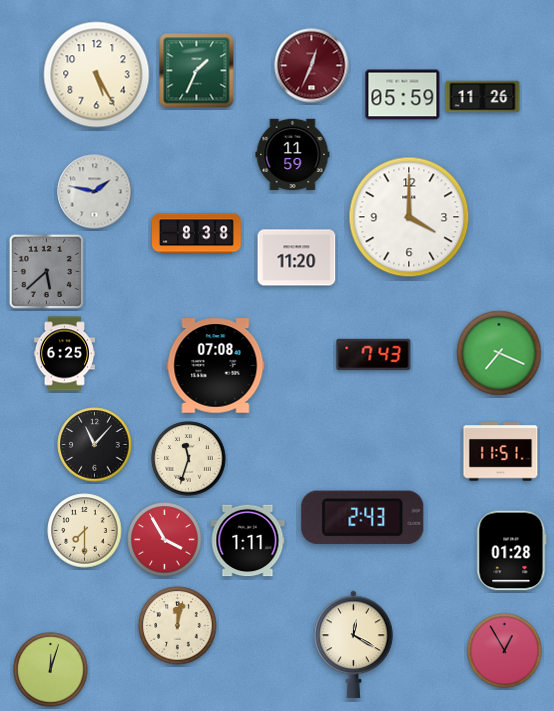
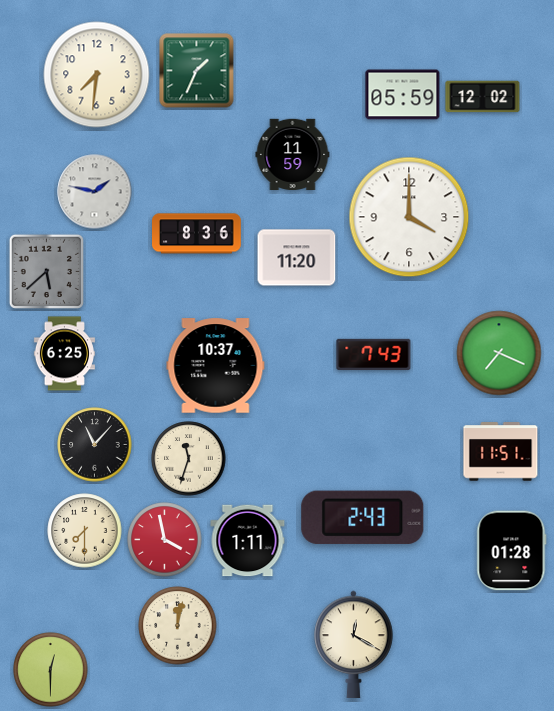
clock at (312, 66): 12:34 -> none
clock at (97, 75): 5:25 -> 7:31
clock at (483, 97): 11:26 -> 12:02
clock at (197, 234): 8:38 -> 8:36
clock at (216, 366): 07:08 -> 10:37
clock at (165, 540): 3:55 -> 3:58
clock at (505, 651): 12:55 -> none
clock at (51, 670): 12:03 -> 12:30
